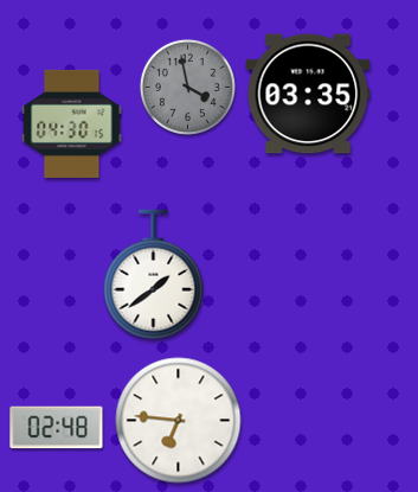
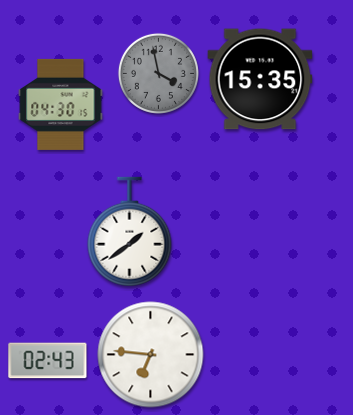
clock at (308, 94): 03:35 -> 15:35
clock at (57, 428): 02:48 -> 02:43
